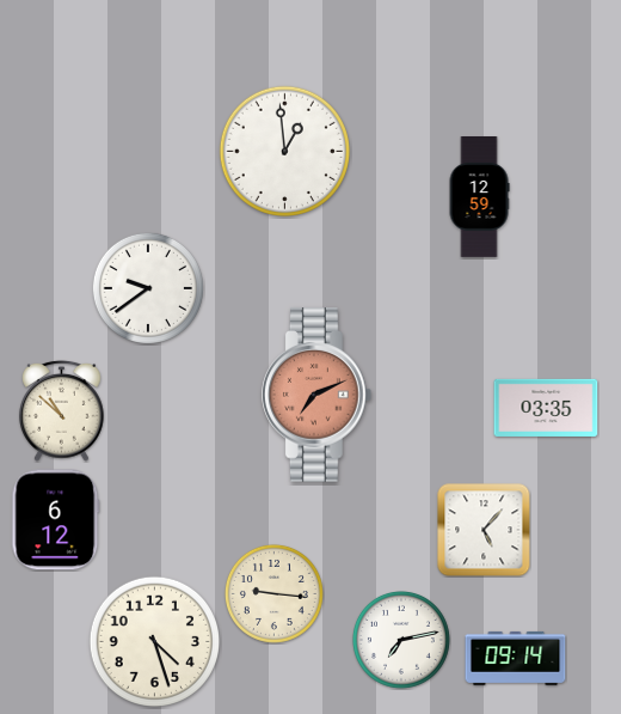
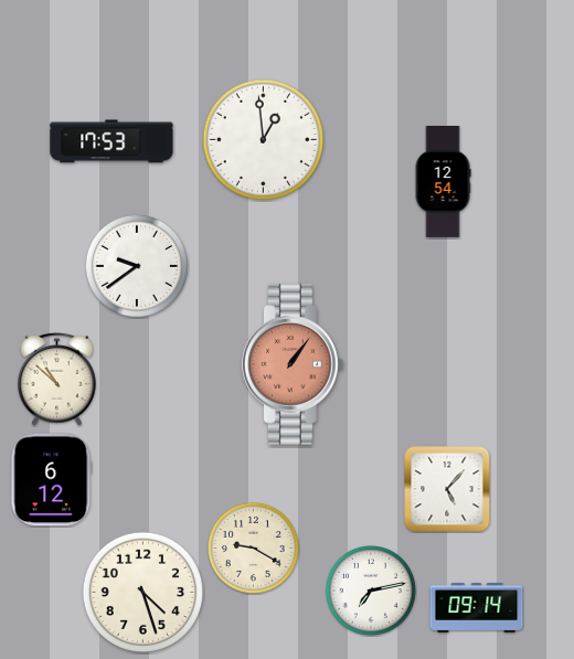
clock at (111, 141): none -> 17:53
clock at (479, 197): 12:59 -> 12:54
clock at (318, 395): 7:11 -> 1:06
clock at (546, 408): 03:35 -> none
clock at (273, 593): 9:16 -> 9:20
